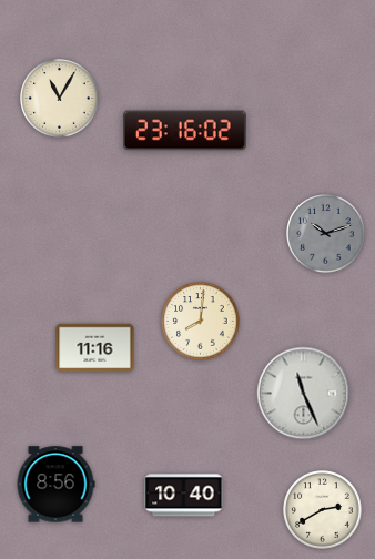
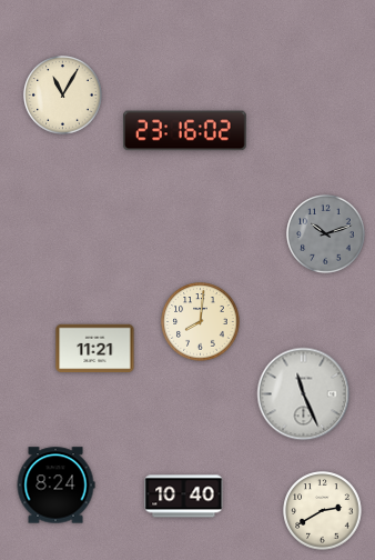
clock at (60, 99) position: (60, 99) -> (63, 96)
clock at (95, 348): 11:16 -> 11:21
clock at (55, 485): 8:56 -> 8:24
